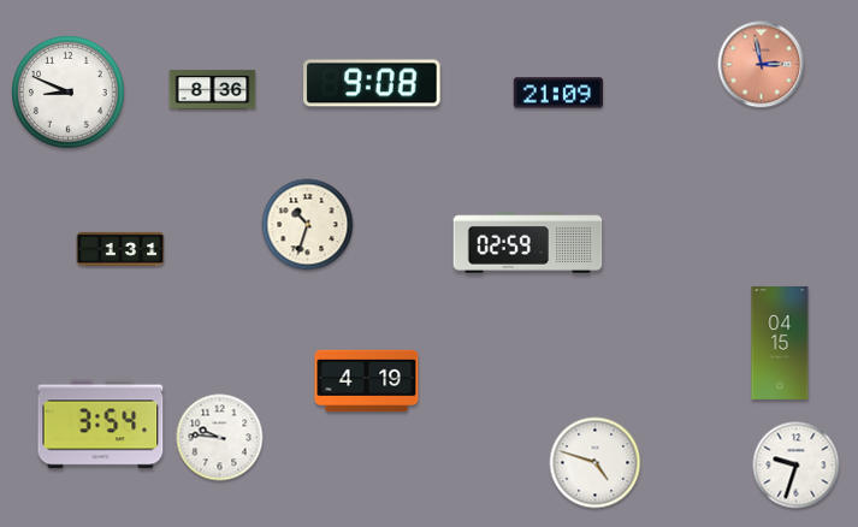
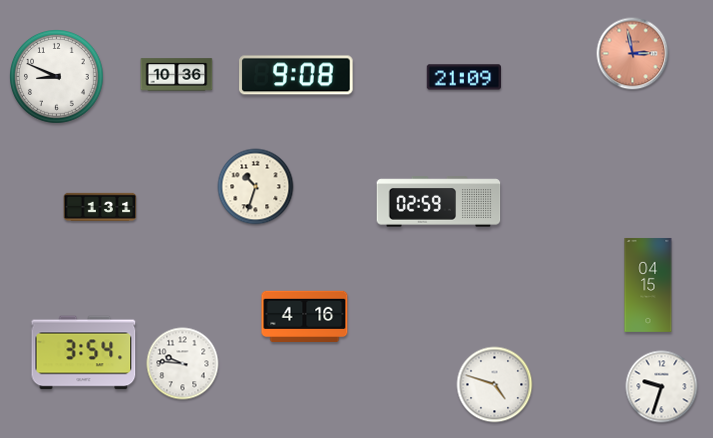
clock at (372, 83) position: (372, 83) -> (296, 75)
clock at (213, 90): 8:36 -> 10:36
clock at (367, 380): 4:19 -> 4:16
